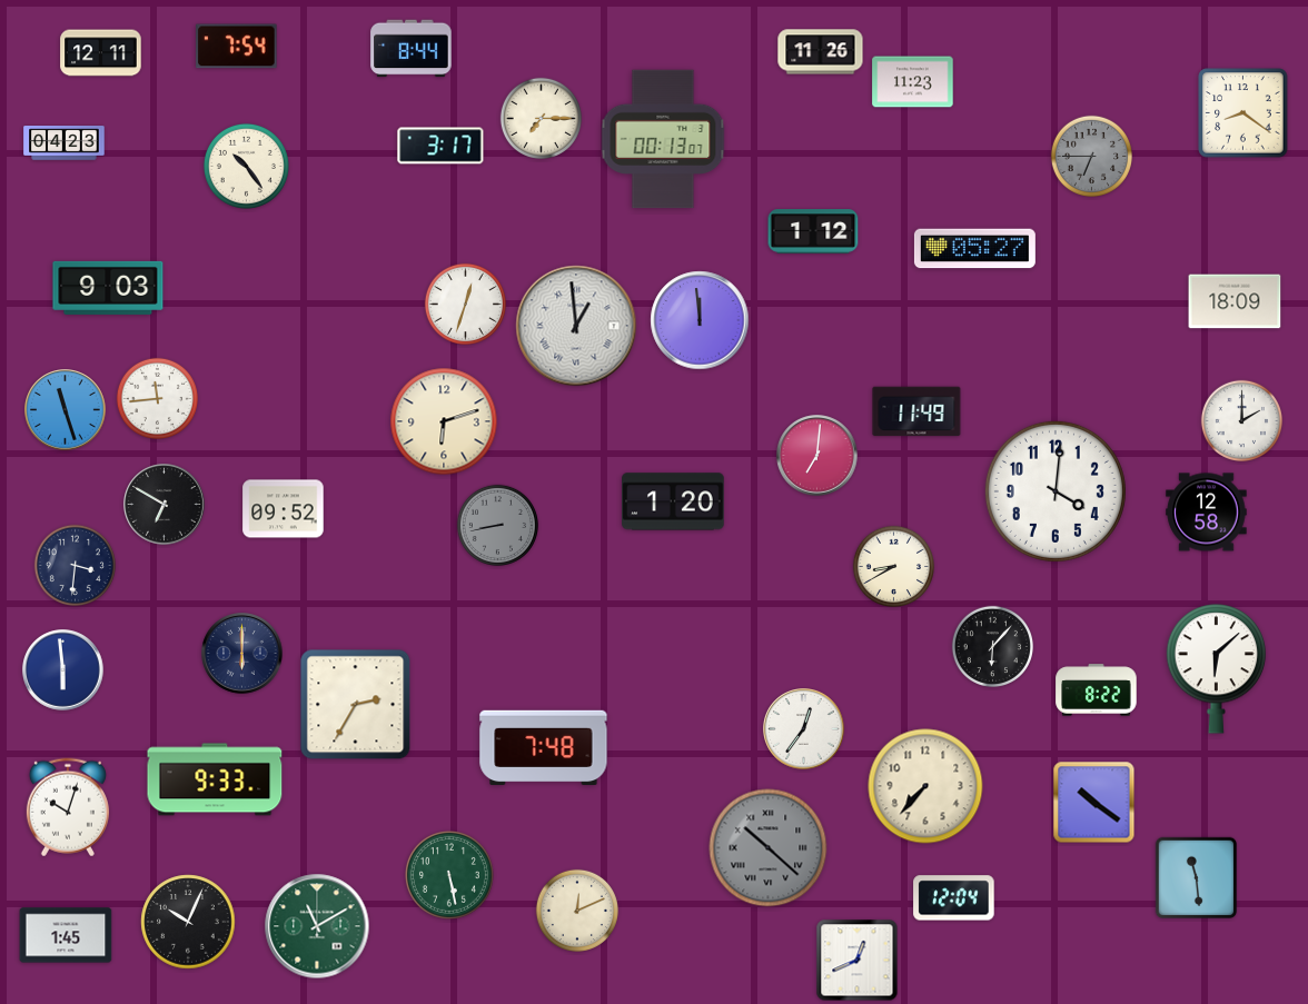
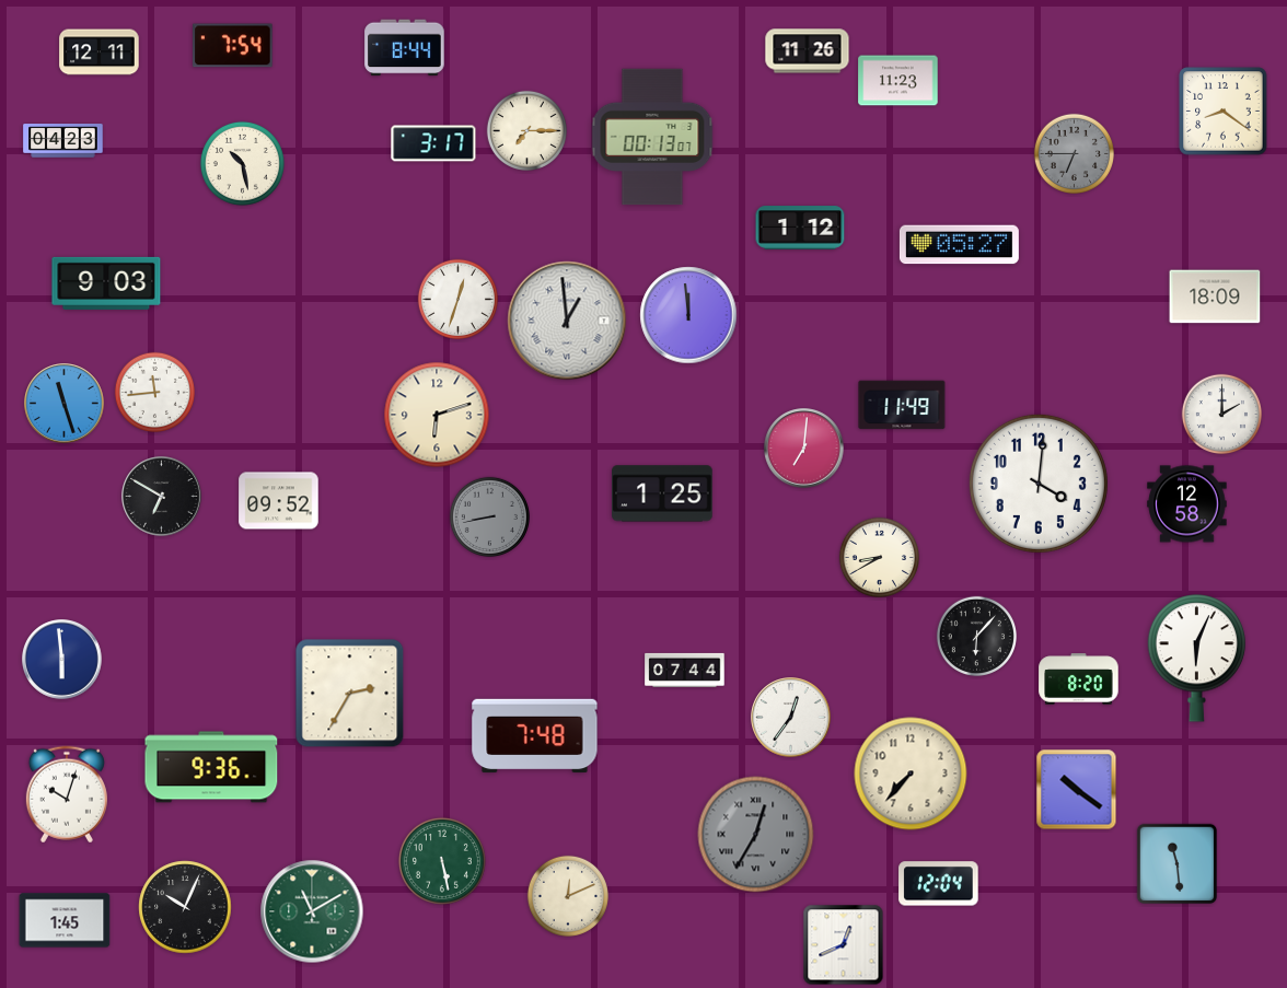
clock at (541, 118) position: (541, 118) -> (526, 130)
clock at (246, 166): 10:24 -> 10:28
clock at (673, 501): 1:20 -> 1:25
clock at (75, 565): 3:31 -> none
clock at (242, 654): 6:00 -> none
clock at (1217, 669): 6:08 -> 6:04
clock at (685, 670): none -> 07:44
clock at (1097, 690): 8:22 -> 8:20
clock at (215, 779): 9:33 -> 9:36
clock at (769, 848): 10:22 -> 12:35
